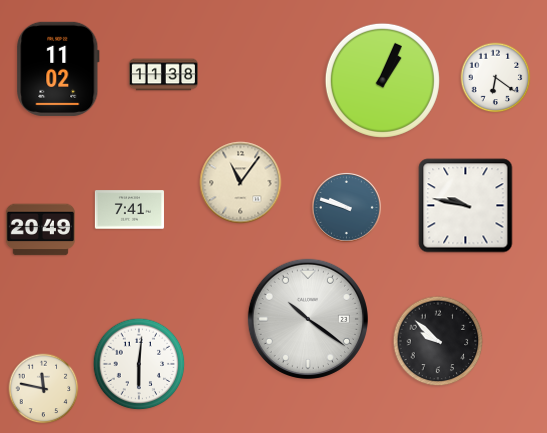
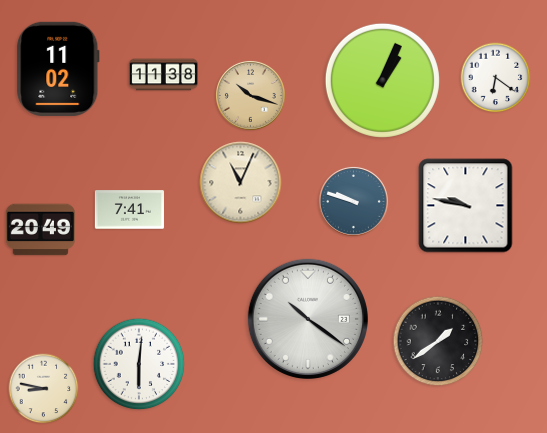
clock at (250, 95): none -> 10:18
clock at (241, 183): 11:06 -> 11:04
clock at (346, 207) position: (346, 207) -> (353, 201)
clock at (438, 341): 9:52 -> 1:39
clock at (44, 389): 11:47 -> 8:47
